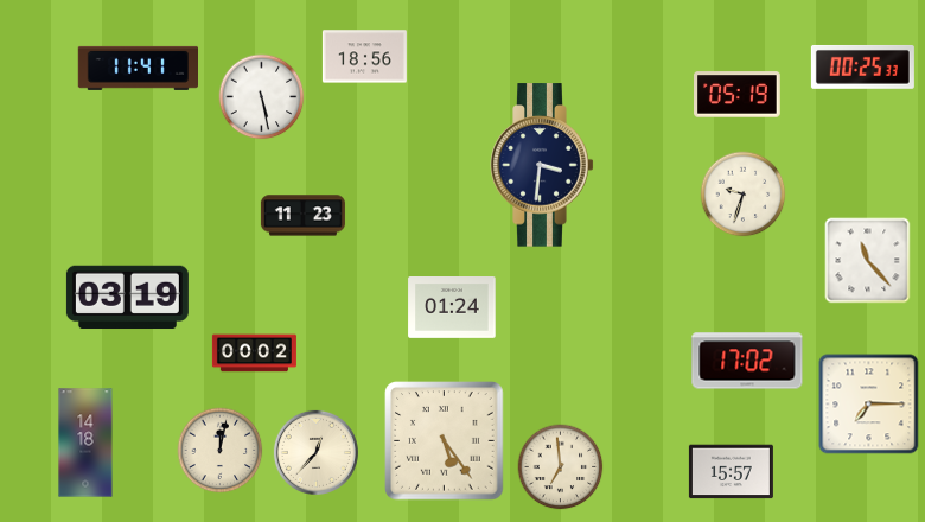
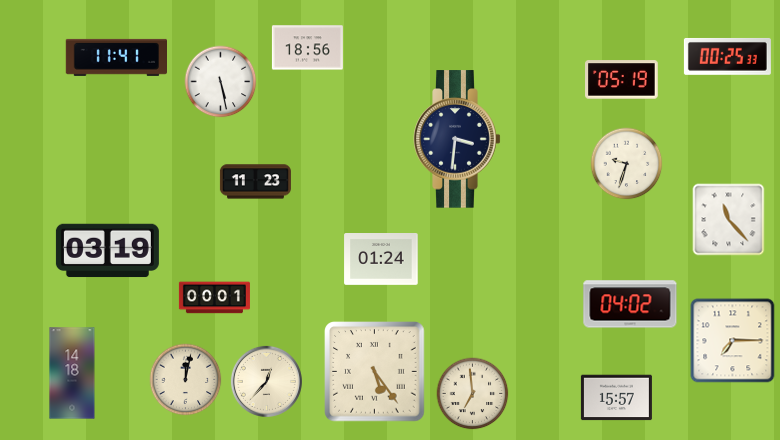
clock at (868, 261) position: (868, 261) -> (729, 220)
clock at (254, 354): 00:02 -> 00:01
clock at (747, 361): 17:02 -> 04:02
